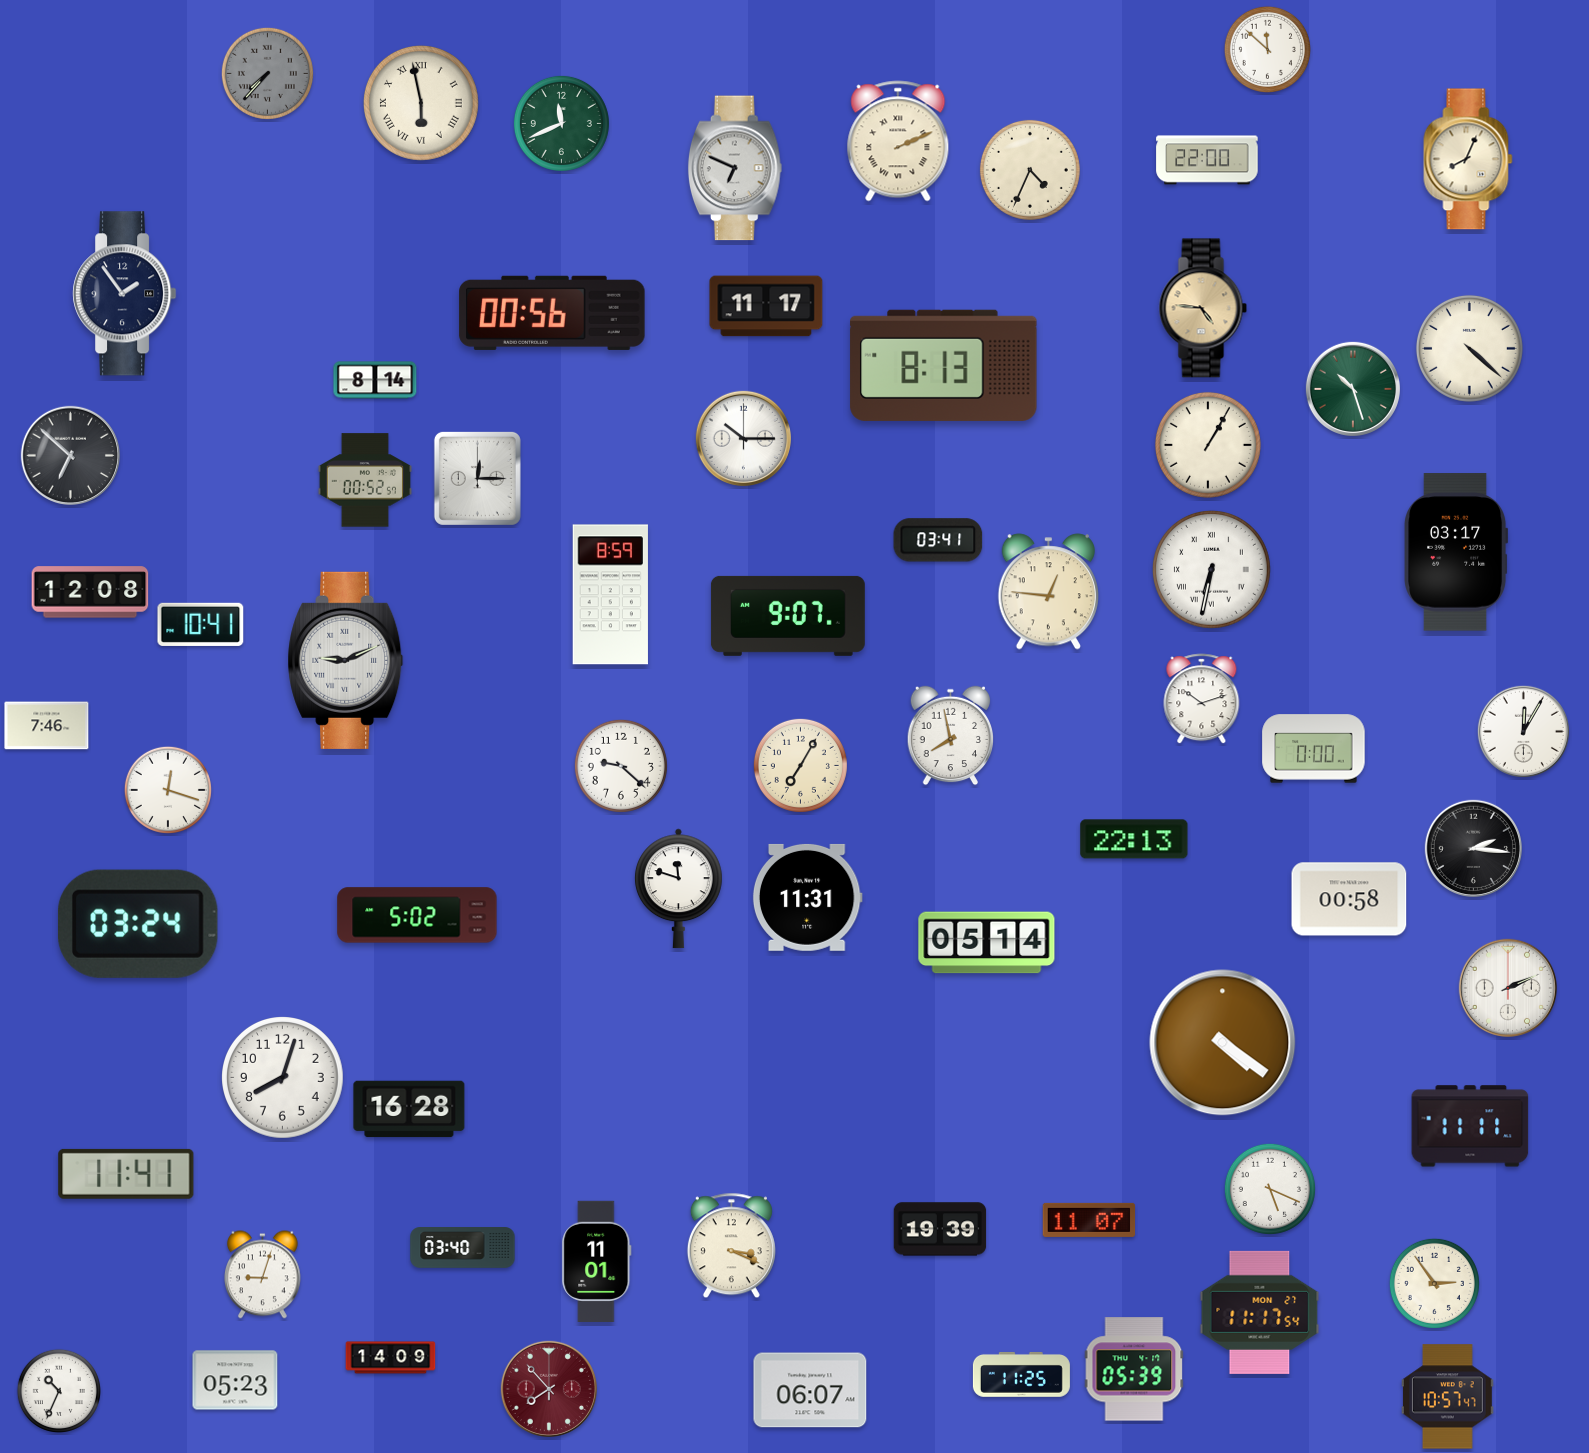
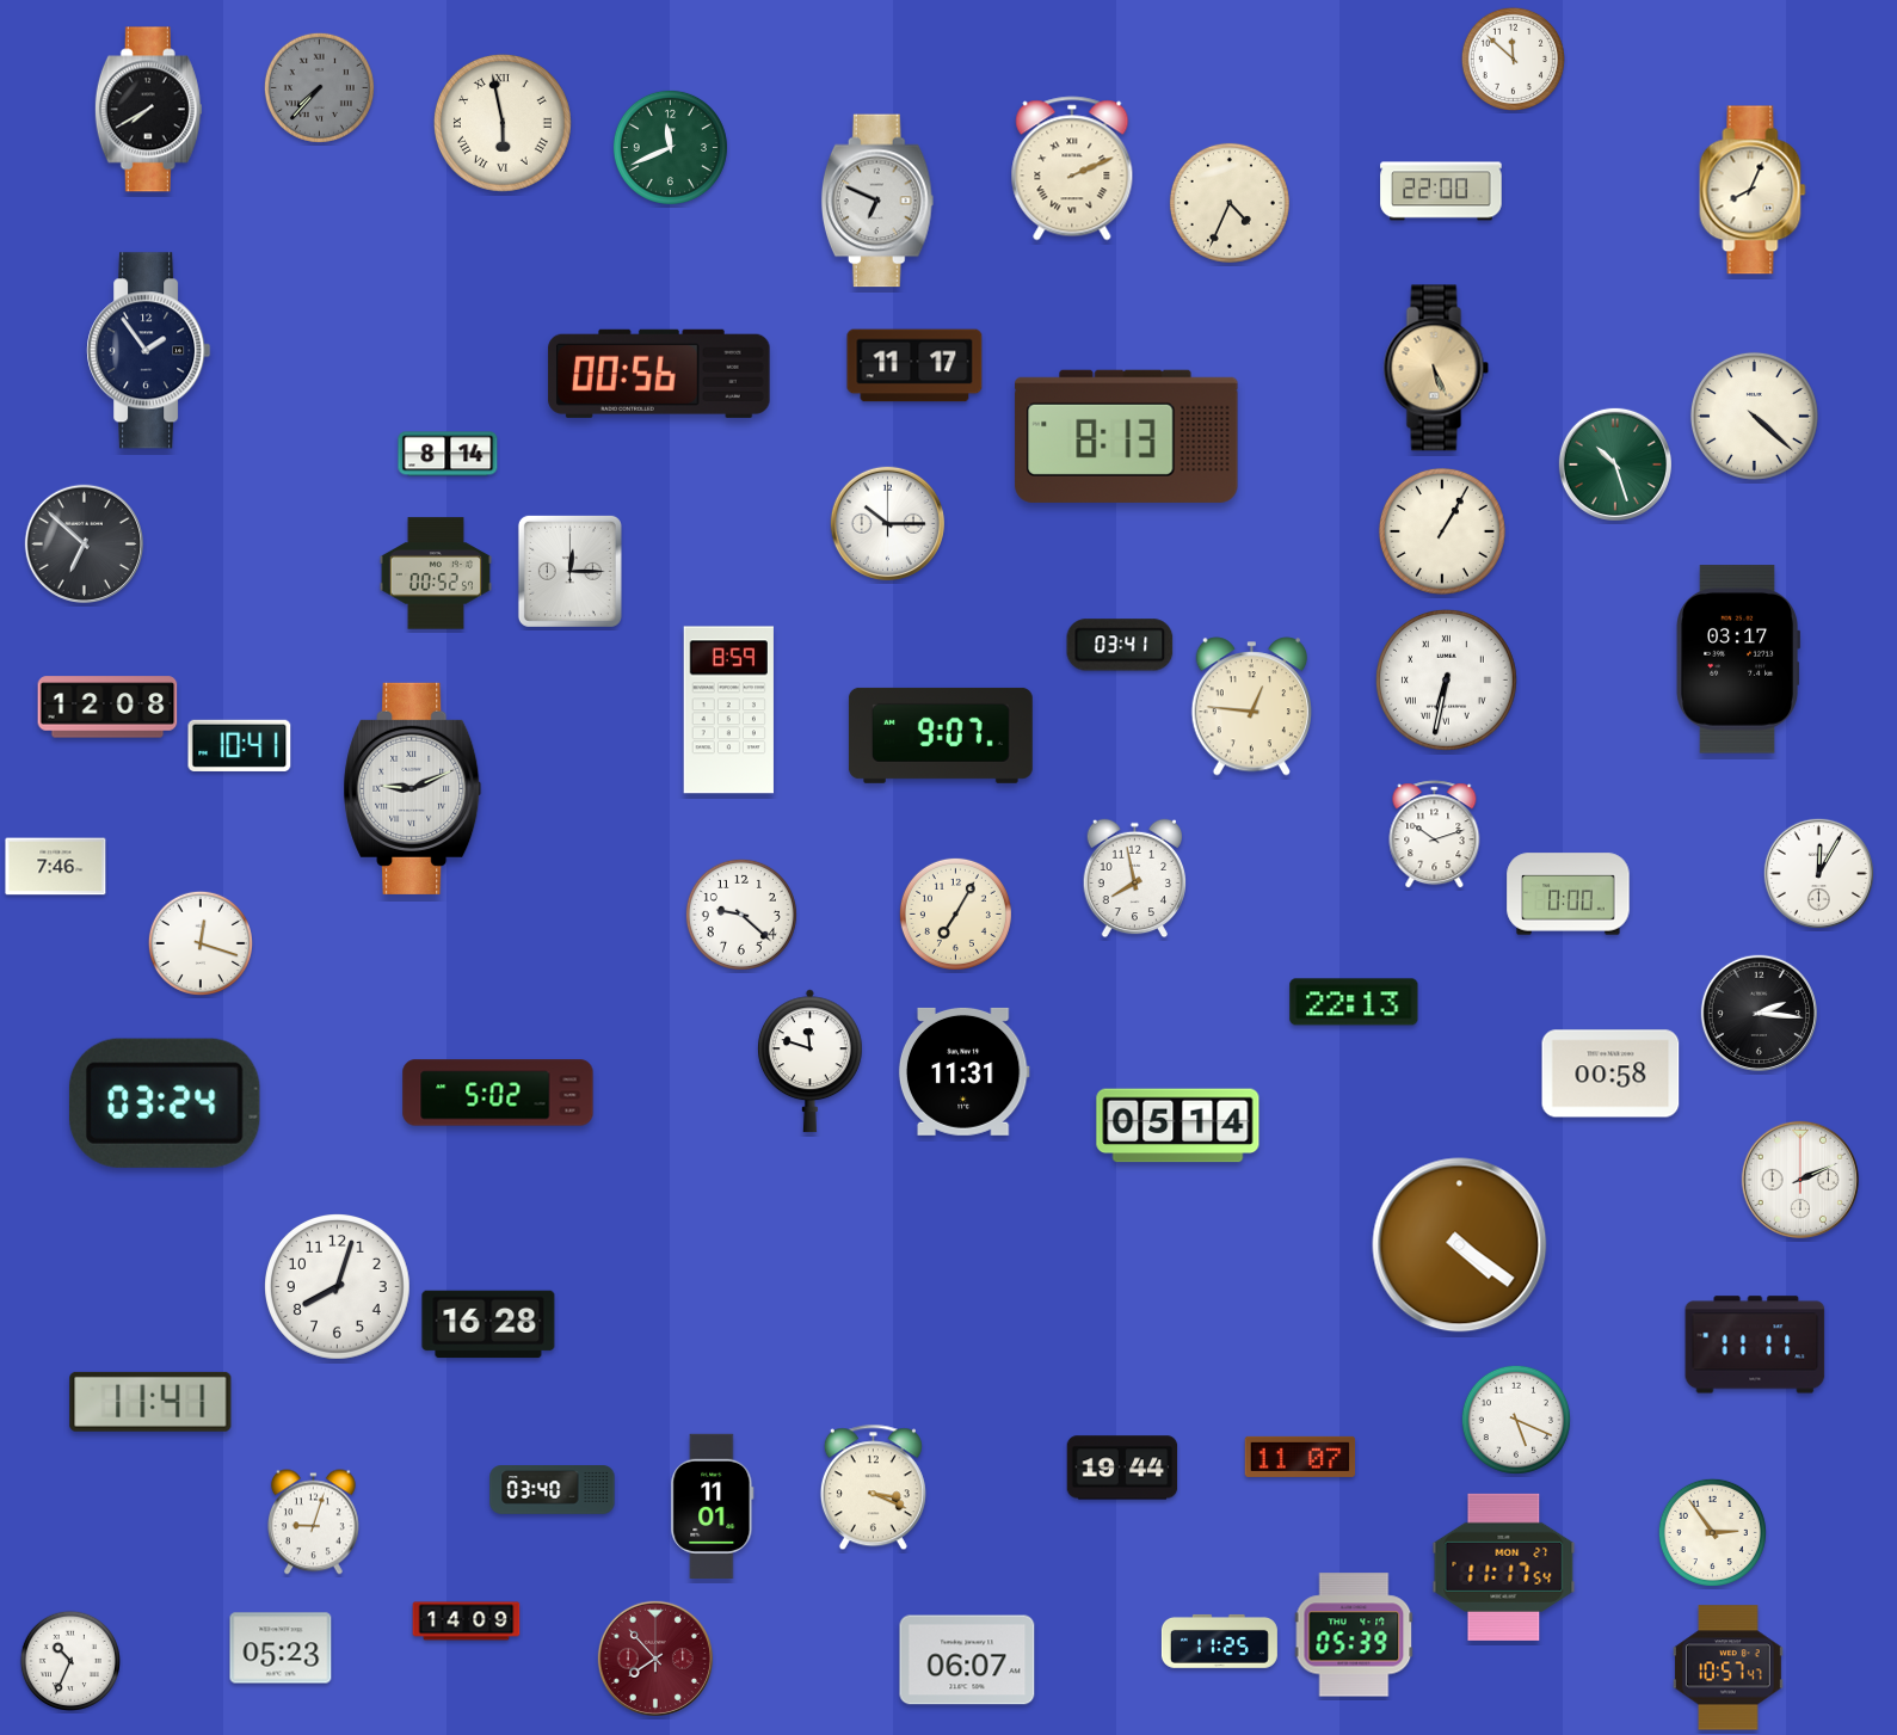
clock at (148, 110): none -> 7:40
clock at (1203, 308): 4:46 -> 5:26
clock at (940, 1229): 19:39 -> 19:44
